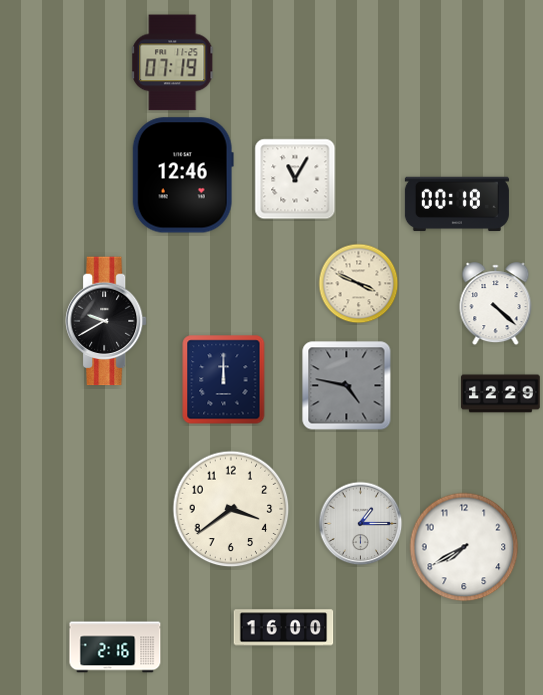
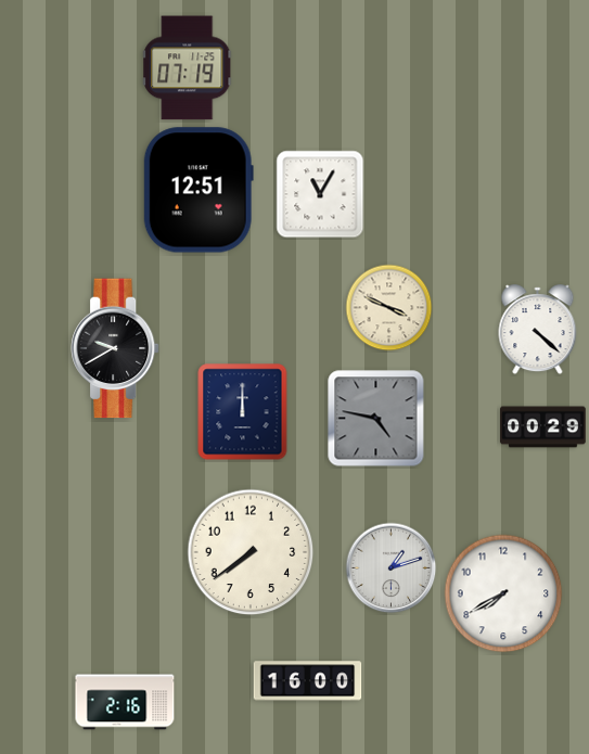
clock at (183, 175): 12:46 -> 12:51
clock at (457, 204): 00:18 -> none
clock at (501, 394): 12:29 -> 00:29
clock at (231, 509): 3:39 -> 7:39
clock at (361, 524): 1:15 -> 1:12
